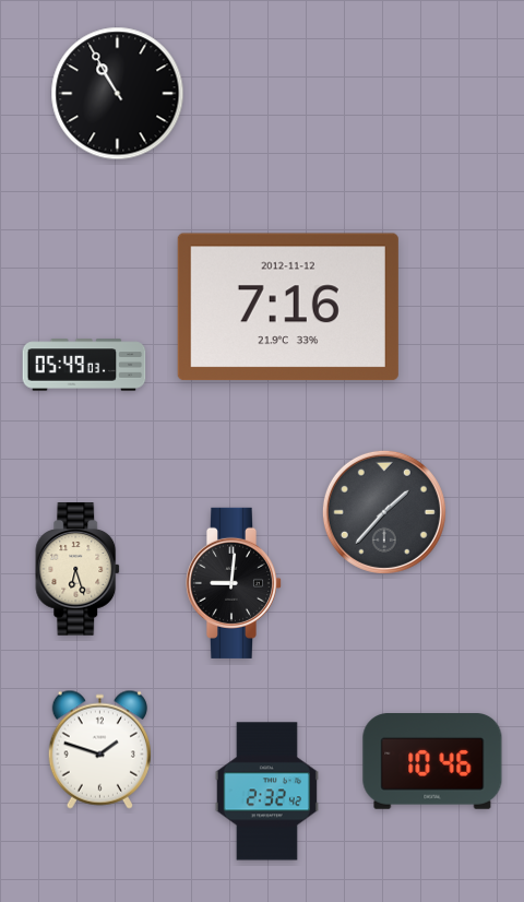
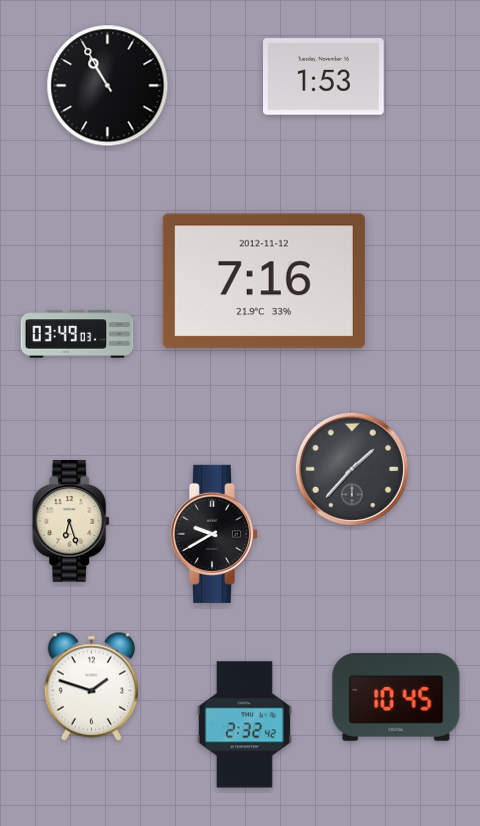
clock at (324, 77): none -> 1:53
clock at (84, 365): 05:49 -> 03:49
clock at (233, 583): 9:01 -> 9:40
clock at (432, 762): 10:46 -> 10:45
